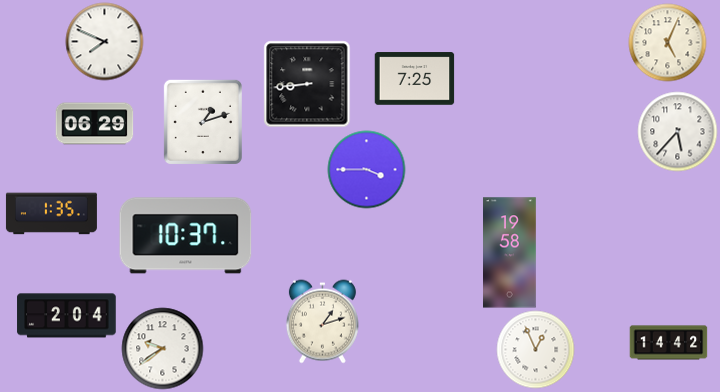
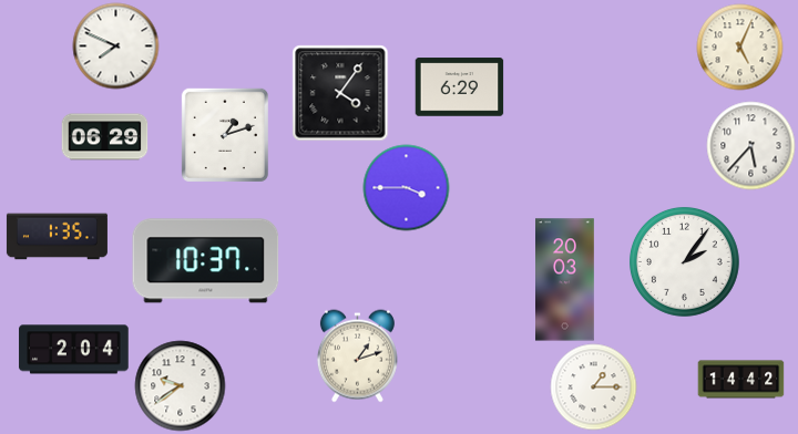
clock at (414, 79): 7:25 -> 6:29
clock at (307, 84): 8:44 -> 4:06
clock at (684, 261): none -> 2:06
clock at (510, 253): 19:58 -> 20:03
clock at (535, 349): 12:56 -> 1:15
